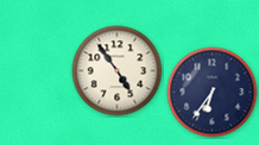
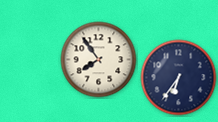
clock at (118, 71): 4:54 -> 7:54
